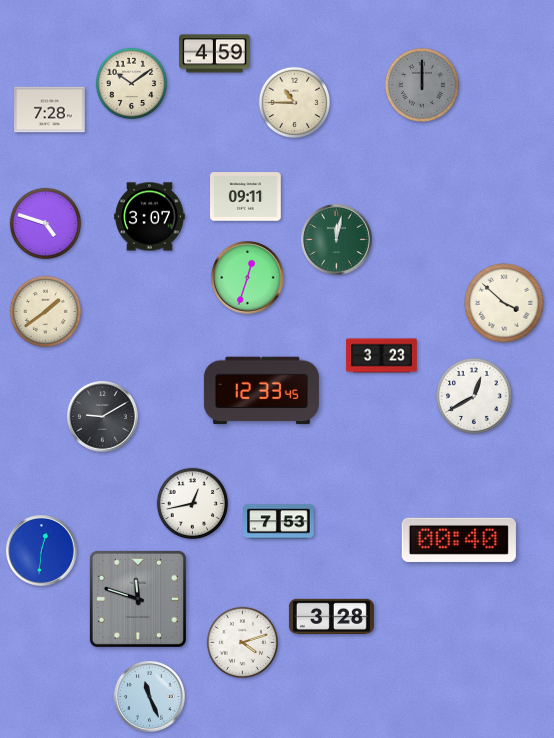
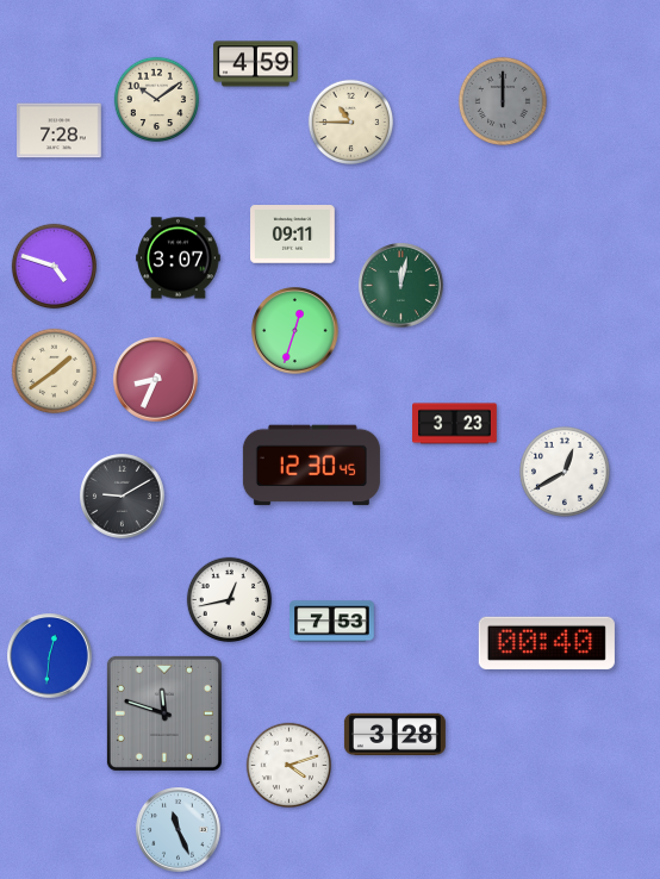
clock at (504, 303): 3:52 -> none
clock at (156, 380): none -> 8:34
clock at (261, 391): 12:33 -> 12:30
